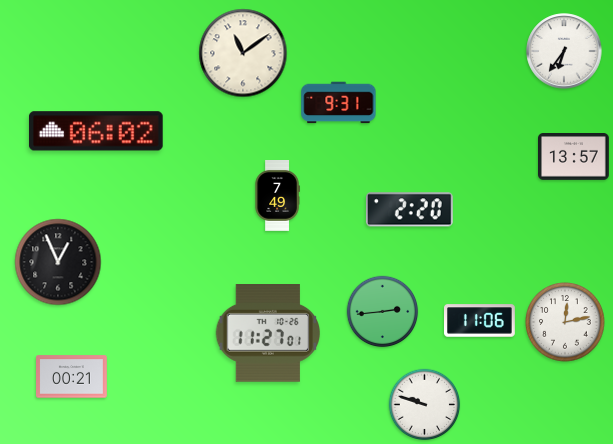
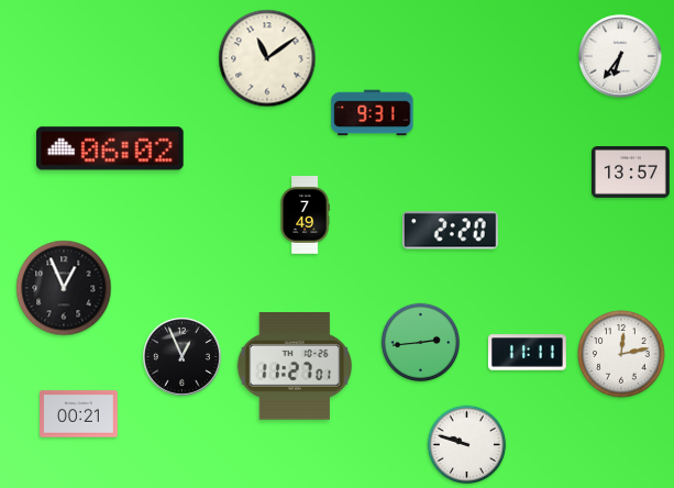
clock at (96, 131) position: (96, 131) -> (110, 148)
clock at (480, 321): 11:06 -> 11:11
clock at (183, 357): none -> 12:56
